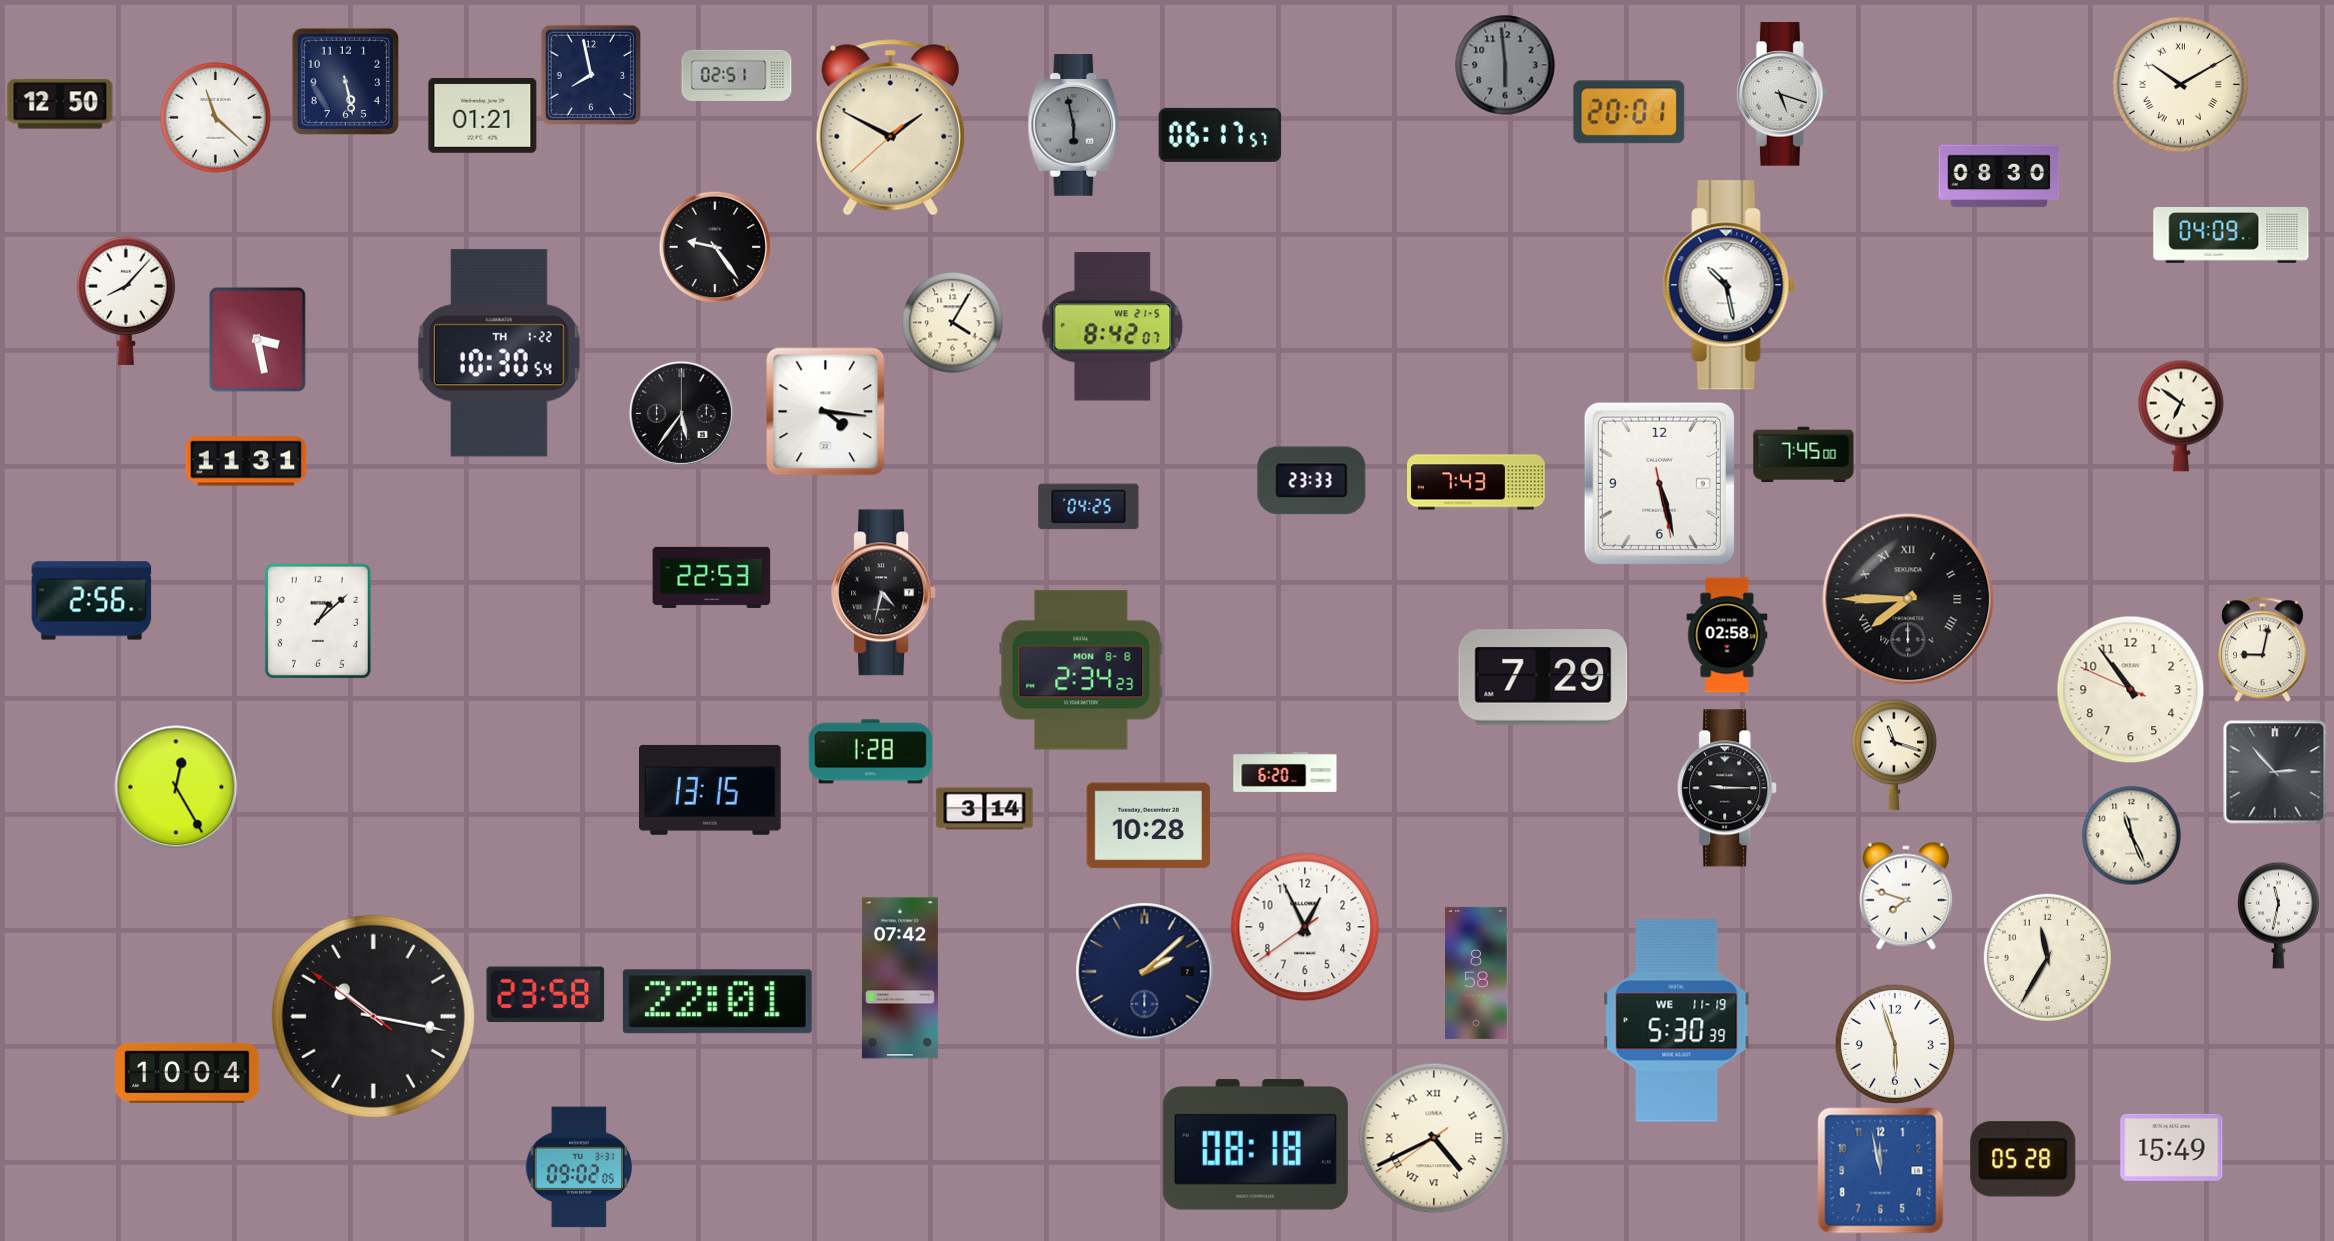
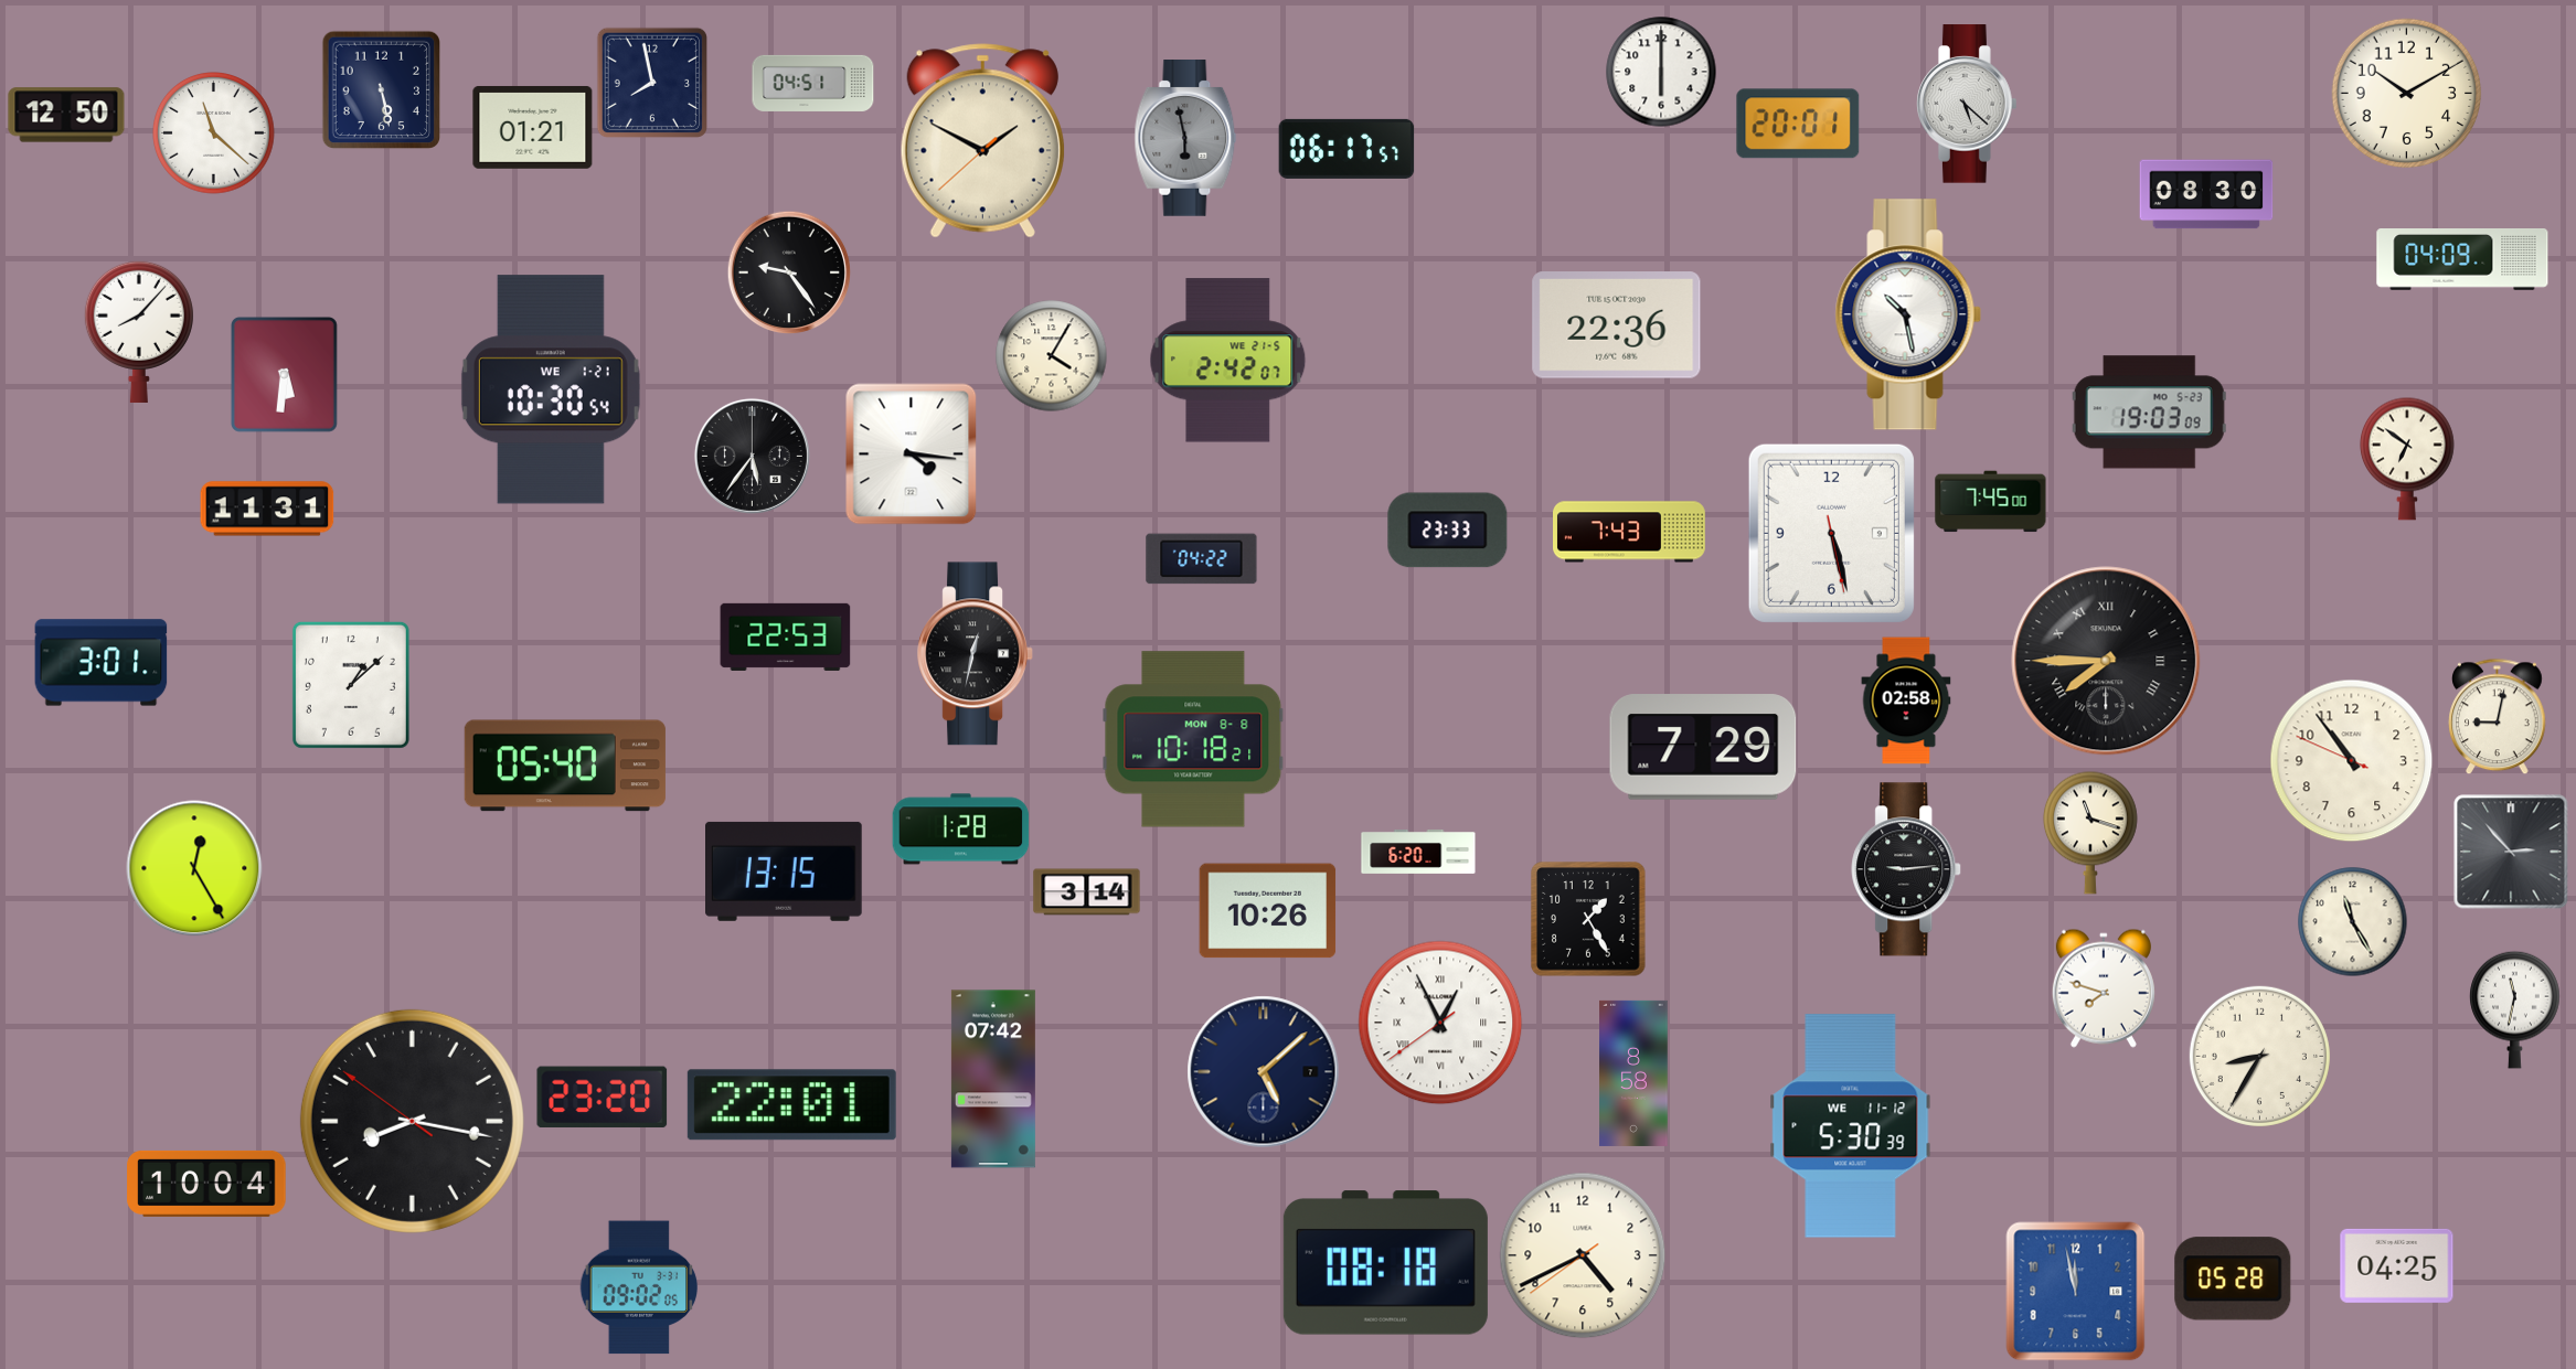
clock at (1505, 65): 5:59 -> 6:00
clock at (1505, 65) dial: grey -> white
clock at (737, 75): 02:51 -> 04:51
clock at (2181, 85) numerals: Roman -> Arabic
clock at (1783, 94): 5:18 -> 5:22
clock at (216, 118) position: (216, 118) -> (214, 133)
clock at (1617, 325): none -> 22:36
clock at (1113, 327): 8:42 -> 2:42
clock at (257, 339): 3:28 -> 5:31
clock at (499, 353) date: TH 1-22 -> WE 1-21
clock at (2149, 413): none -> 19:03
clock at (246, 461) position: (246, 461) -> (267, 509)
clock at (1089, 507): 04:25 -> 04:22
clock at (883, 593): 4:32 -> 12:32
clock at (92, 601): 2:56 -> 3:01
clock at (1081, 670): 2:34 -> 10:18
clock at (565, 766): none -> 05:40
clock at (1728, 788): 9:15 -> 9:14
clock at (1149, 826): 10:28 -> 10:26
clock at (1588, 919): none -> 1:25
clock at (2132, 836): 11:26 -> 11:25
clock at (1305, 927) numerals: Arabic -> Roman
clock at (2047, 957): 11:35 -> 8:35
clock at (1145, 972): 2:08 -> 5:08
clock at (1476, 973) position: (1476, 973) -> (1633, 1073)
clock at (546, 995): 23:58 -> 23:20
clock at (373, 1016): 10:16 -> 8:16
clock at (1677, 1021) date: WE 11-19 -> WE 11-12
clock at (1895, 1044): 5:57 -> none
clock at (1434, 1138) numerals: Roman -> Arabic
clock at (2172, 1147): 15:49 -> 04:25
